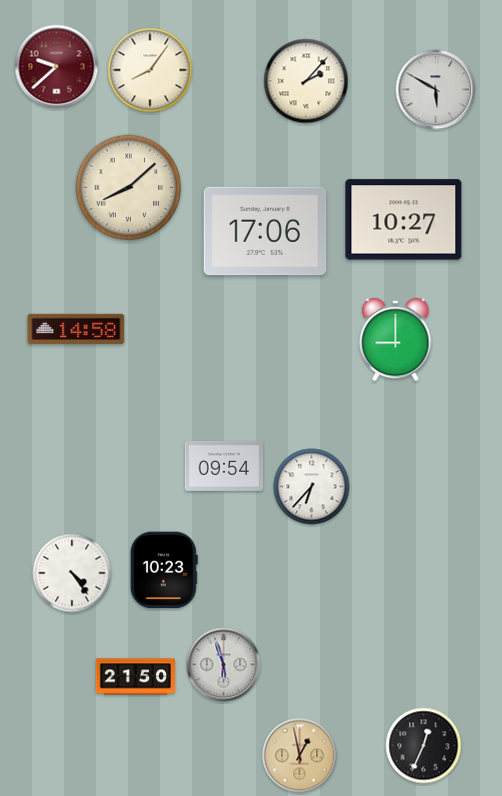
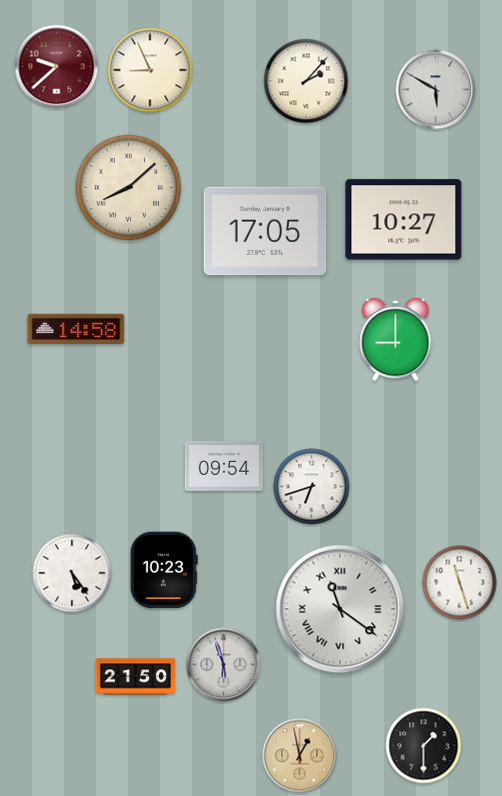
clock at (150, 70): 8:06 -> 8:56
clock at (265, 231): 17:06 -> 17:05
clock at (312, 487): 6:37 -> 6:42
clock at (72, 573): 4:24 -> 5:24
clock at (460, 583): none -> 11:27
clock at (340, 609): none -> 11:21
clock at (424, 746): 12:34 -> 1:30
